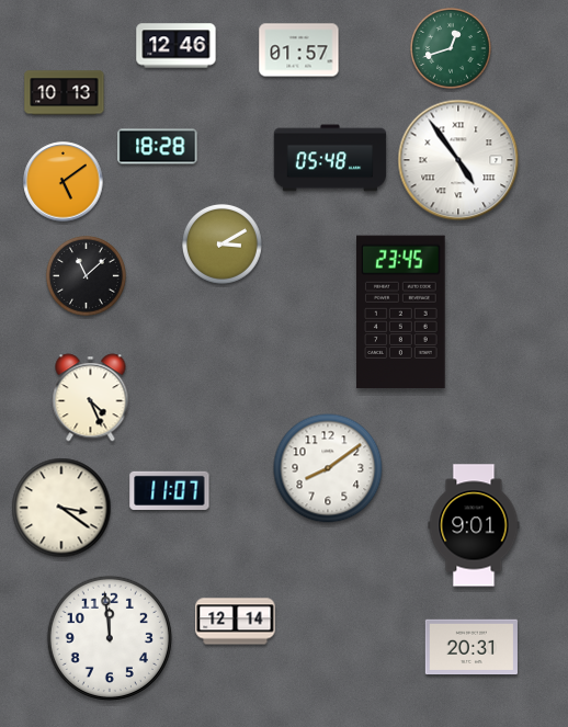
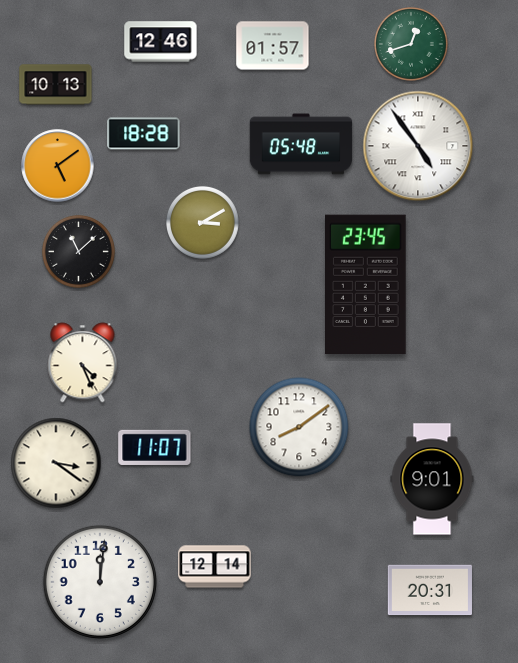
clock at (65, 93) position: (65, 93) -> (56, 85)
clock at (110, 638): 11:59 -> 12:01
